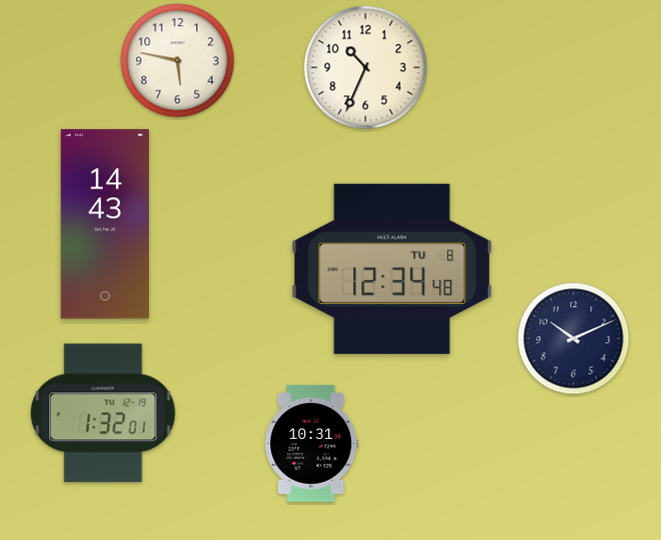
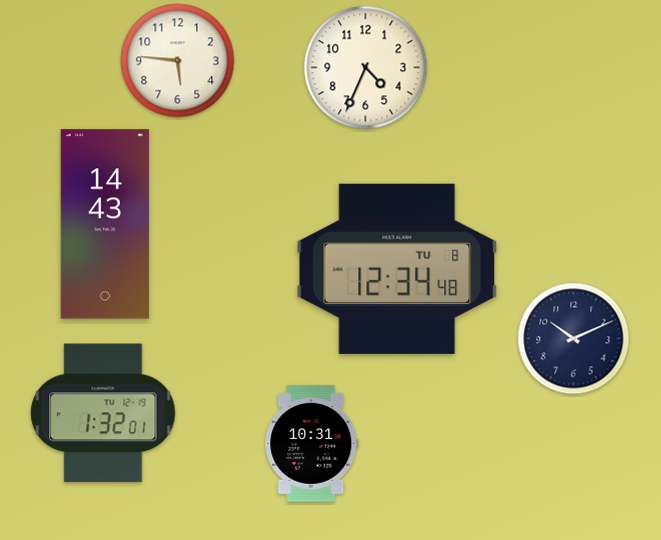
clock at (178, 61): 5:47 -> 5:46
clock at (366, 68): 10:34 -> 4:34
clock at (392, 269) position: (392, 269) -> (397, 269)
